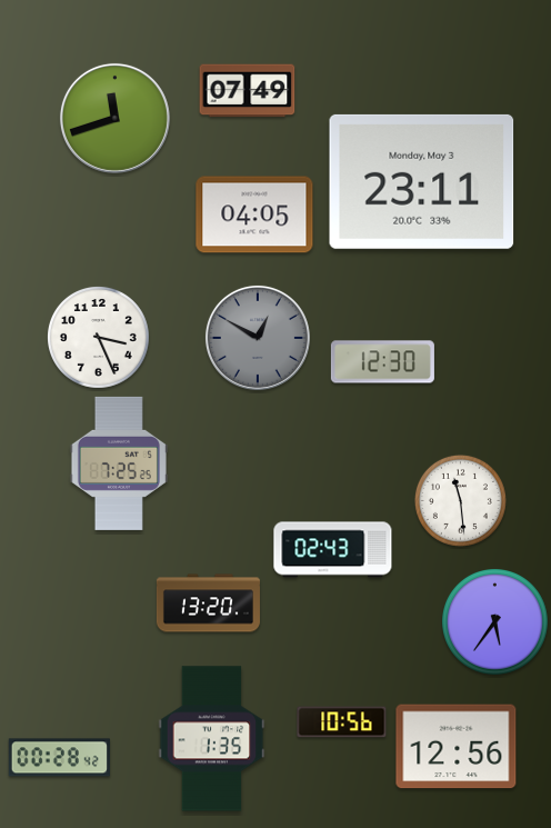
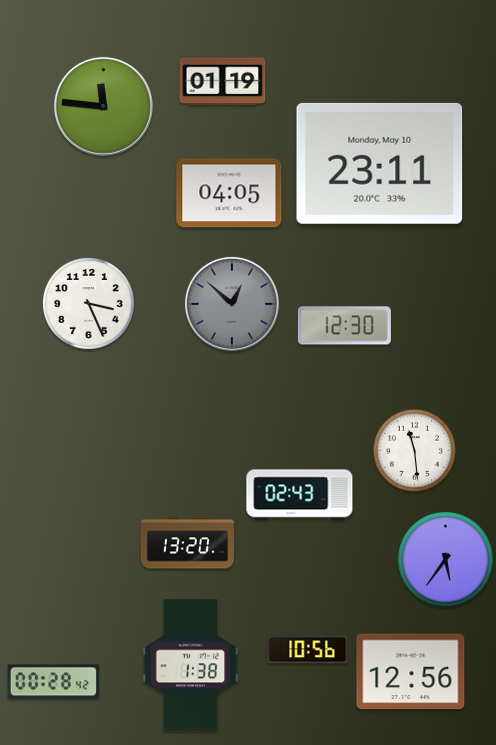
clock at (248, 91): 07:49 -> 01:19
clock at (114, 118): 11:42 -> 11:46
clock at (422, 181) date: Monday, May 3 -> Monday, May 10
clock at (258, 338): 12:50 -> 12:52
clock at (119, 463): 7:25 -> none
clock at (212, 739): 1:35 -> 1:38
